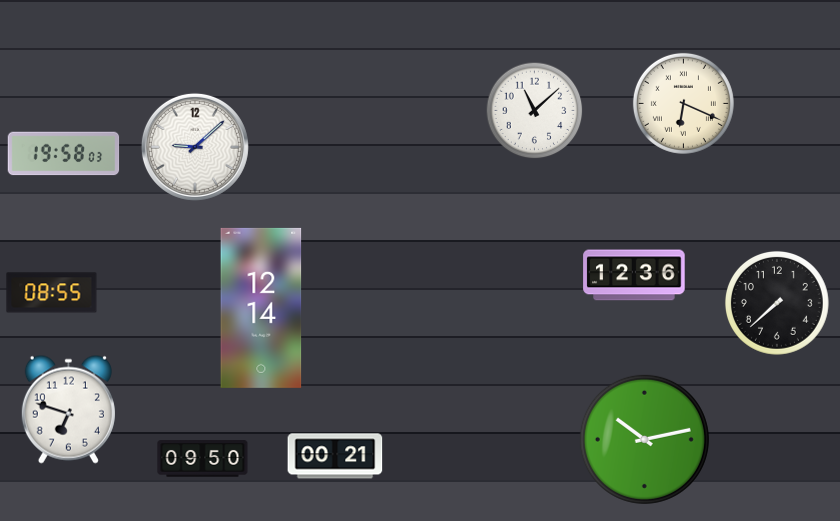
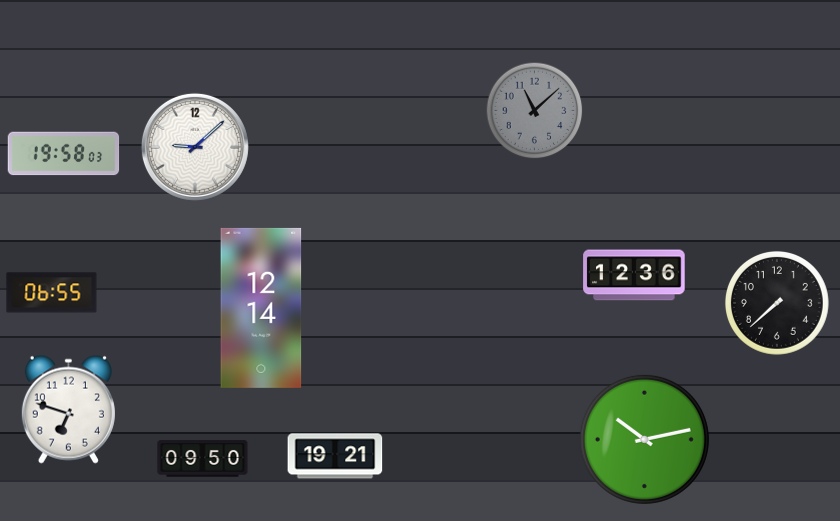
clock at (683, 103): 6:19 -> none
clock at (535, 111) dial: white -> grey
clock at (52, 293): 08:55 -> 06:55
clock at (335, 456): 00:21 -> 19:21
